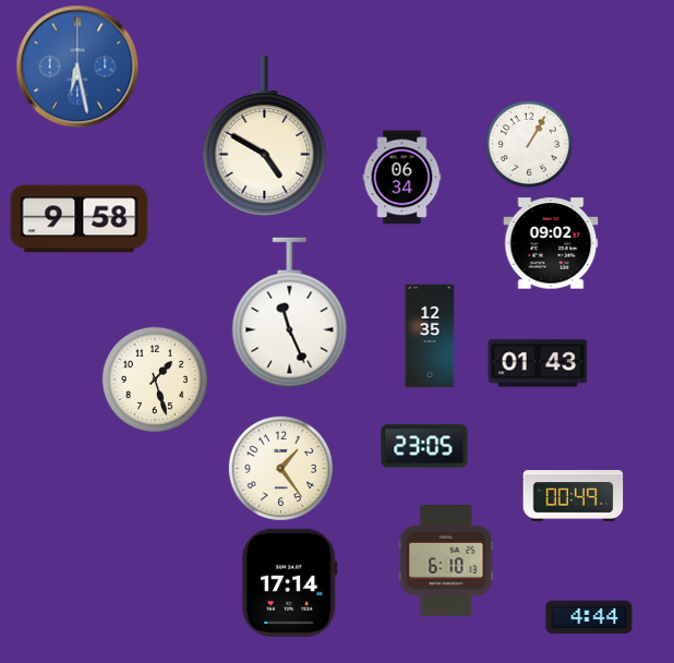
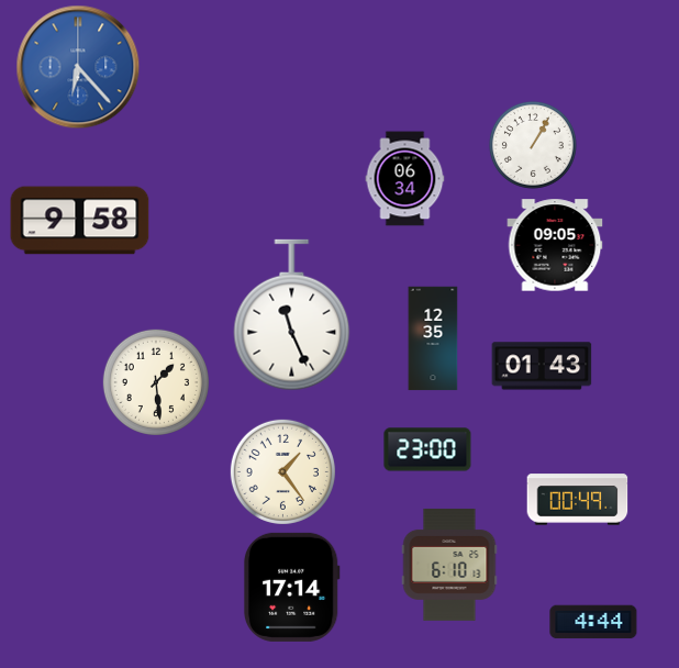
clock at (77, 67): 6:28 -> 6:23
clock at (265, 136): 4:50 -> none
clock at (551, 243): 09:02 -> 09:05
clock at (155, 379): 1:27 -> 1:29
clock at (424, 446): 23:05 -> 23:00
